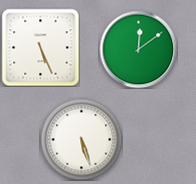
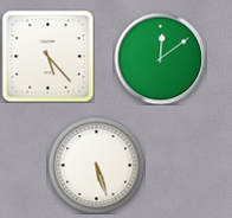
clock at (40, 47): 5:26 -> 5:23
clock at (138, 49) position: (138, 49) -> (160, 58)
